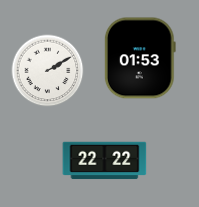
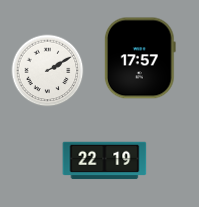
clock at (140, 58): 01:53 -> 17:57
clock at (105, 161): 22:22 -> 22:19
